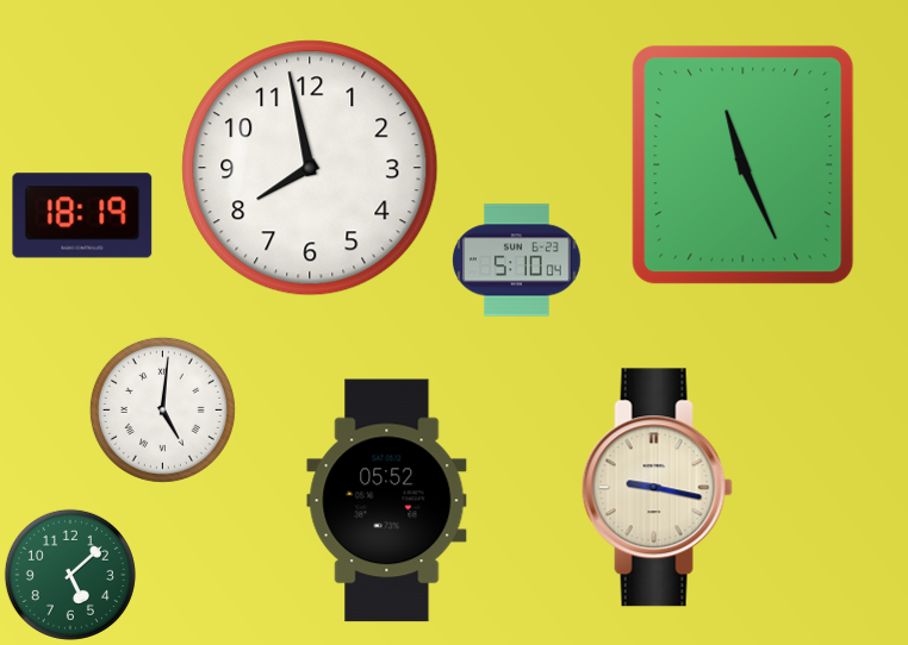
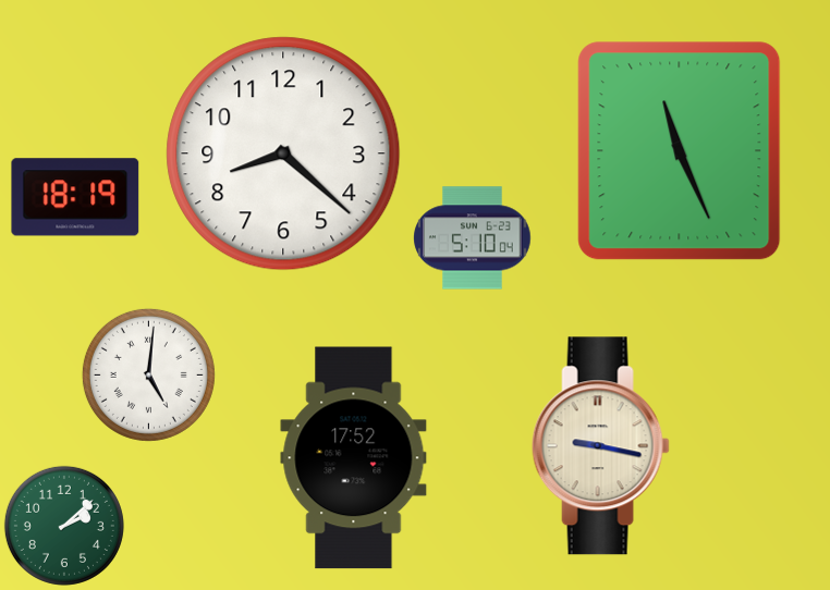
clock at (310, 168): 7:58 -> 8:22
clock at (387, 501): 05:52 -> 17:52
clock at (70, 575): 5:08 -> 2:08
